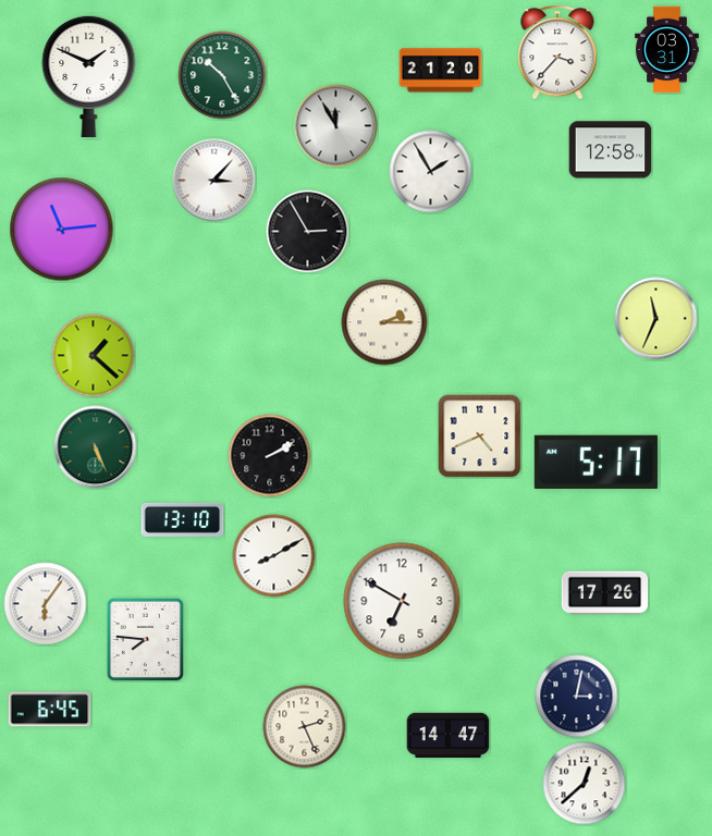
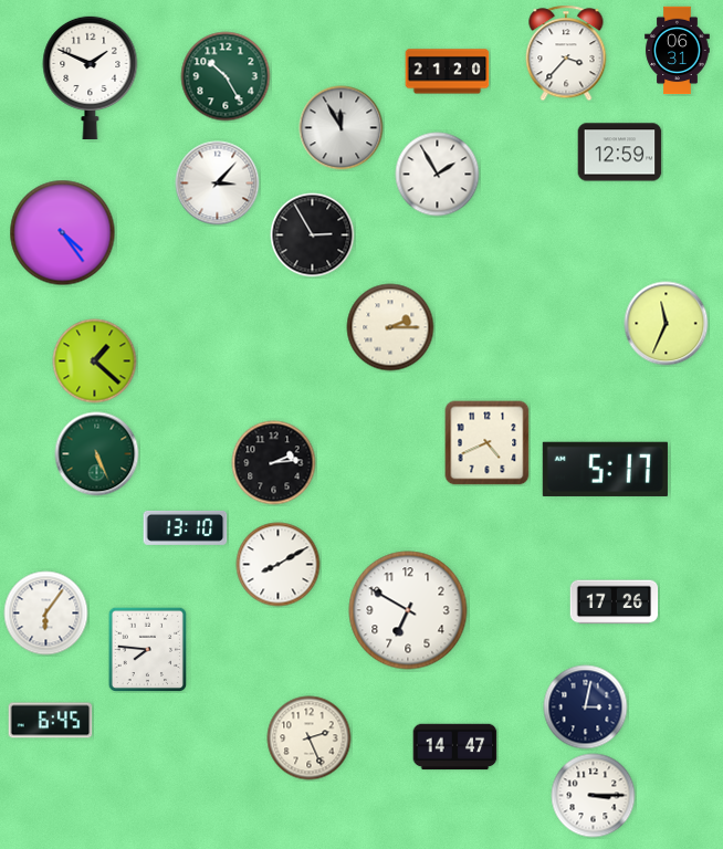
clock at (667, 50): 03:31 -> 06:31
clock at (611, 150): 12:58 -> 12:59
clock at (62, 230): 11:14 -> 4:24
clock at (270, 456): 2:10 -> 2:14
clock at (585, 784): 12:38 -> 3:15
